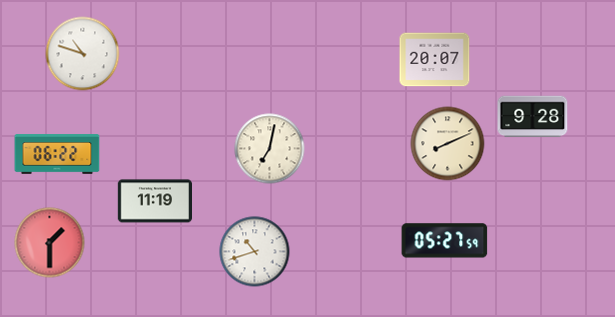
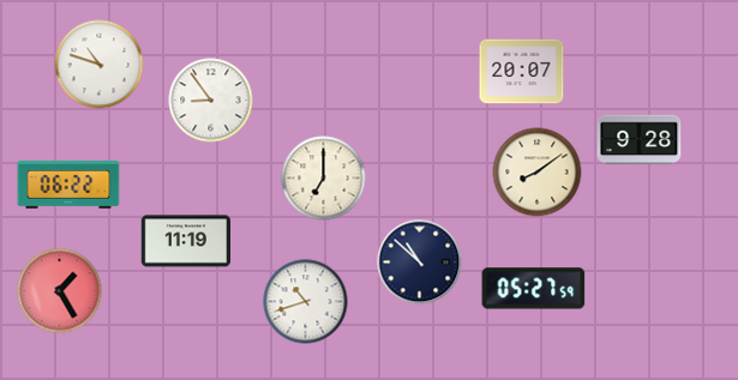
clock at (211, 101): none -> 8:54
clock at (448, 144): 8:11 -> 8:09
clock at (270, 149): 7:02 -> 7:00
clock at (420, 263): none -> 10:52
clock at (50, 243): 1:30 -> 1:25
